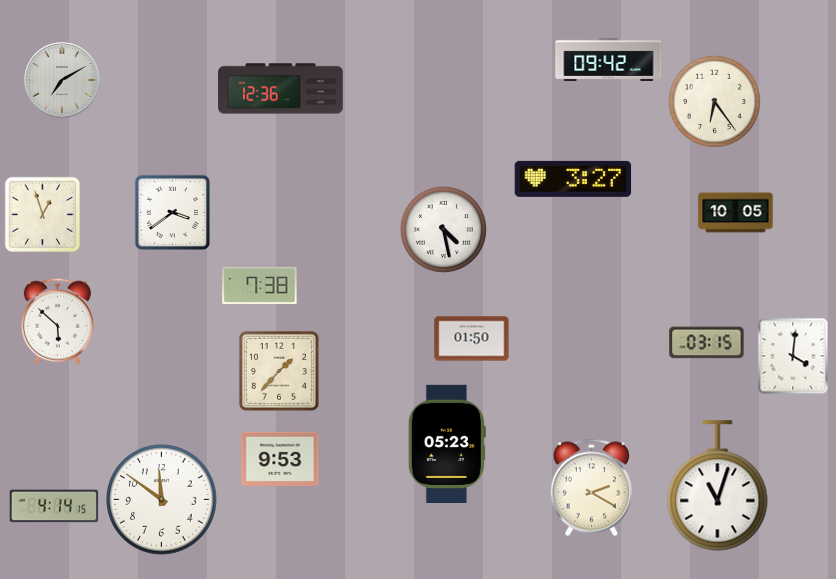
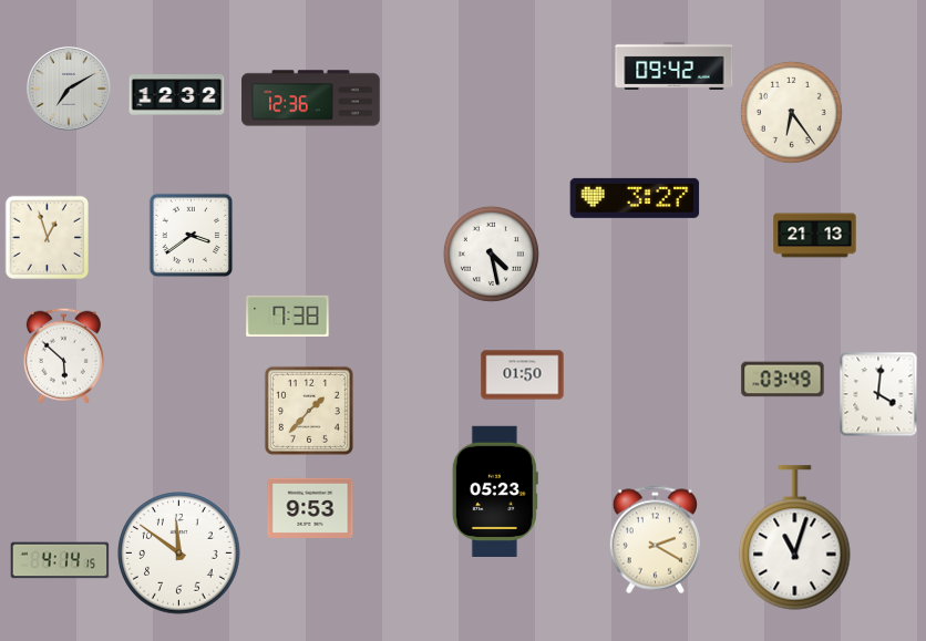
clock at (177, 95): none -> 12:32
clock at (736, 213): 10:05 -> 21:13
clock at (707, 343): 03:15 -> 03:49
